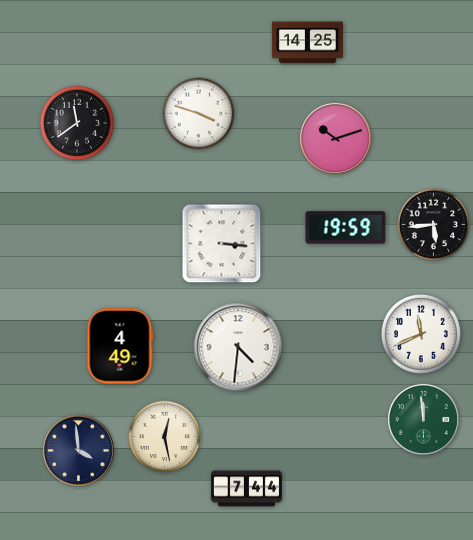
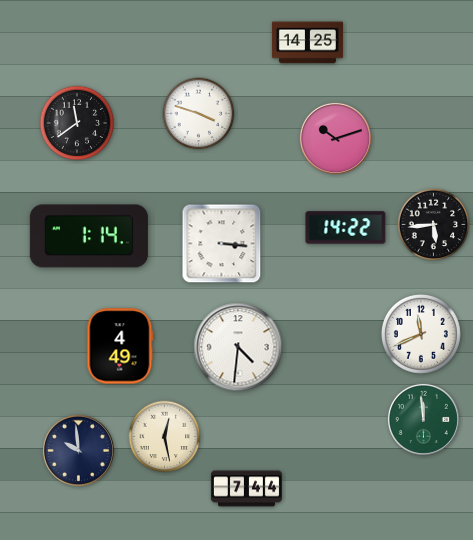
clock at (346, 228): 19:59 -> 14:22
clock at (89, 236): none -> 1:14
clock at (78, 450): 3:59 -> 9:59
